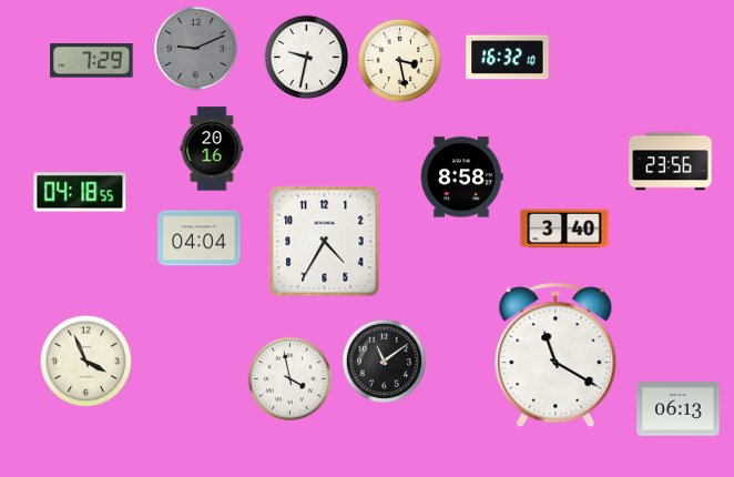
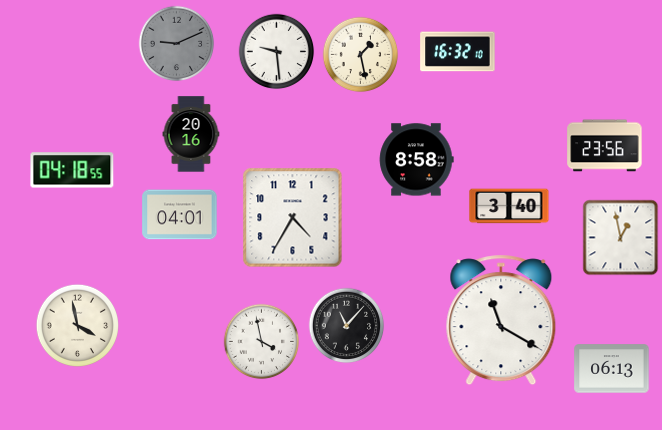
clock at (307, 58): 9:32 -> 9:29
clock at (92, 61): 7:29 -> none
clock at (400, 61): 3:28 -> 1:28
clock at (80, 192) position: (80, 192) -> (72, 170)
clock at (200, 238): 04:04 -> 04:01
clock at (621, 238): none -> 12:58
clock at (85, 361): 3:56 -> 3:58
clock at (385, 362): 11:09 -> 11:07
